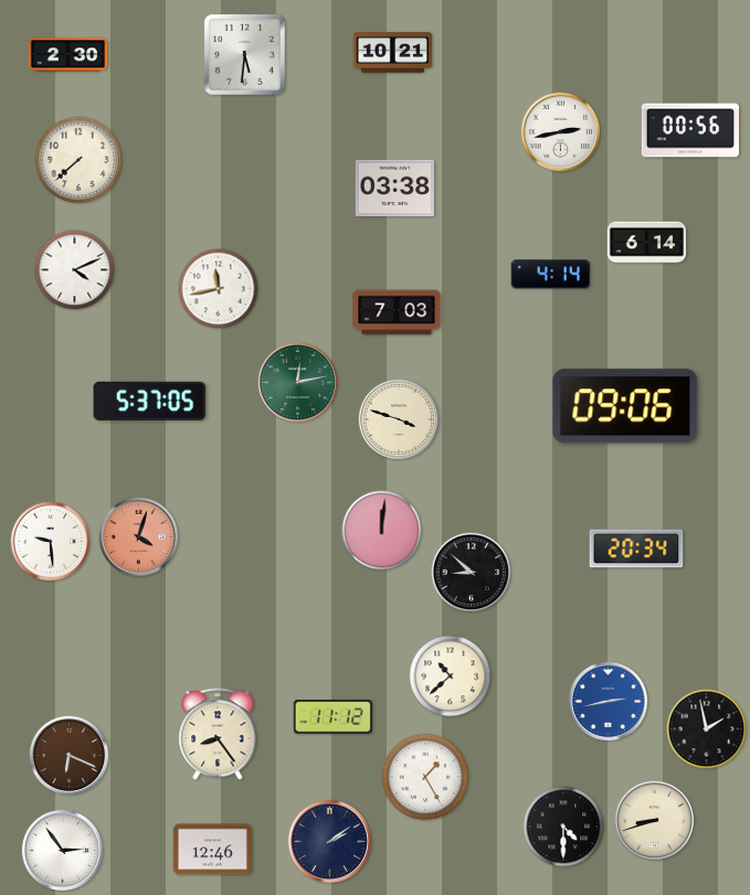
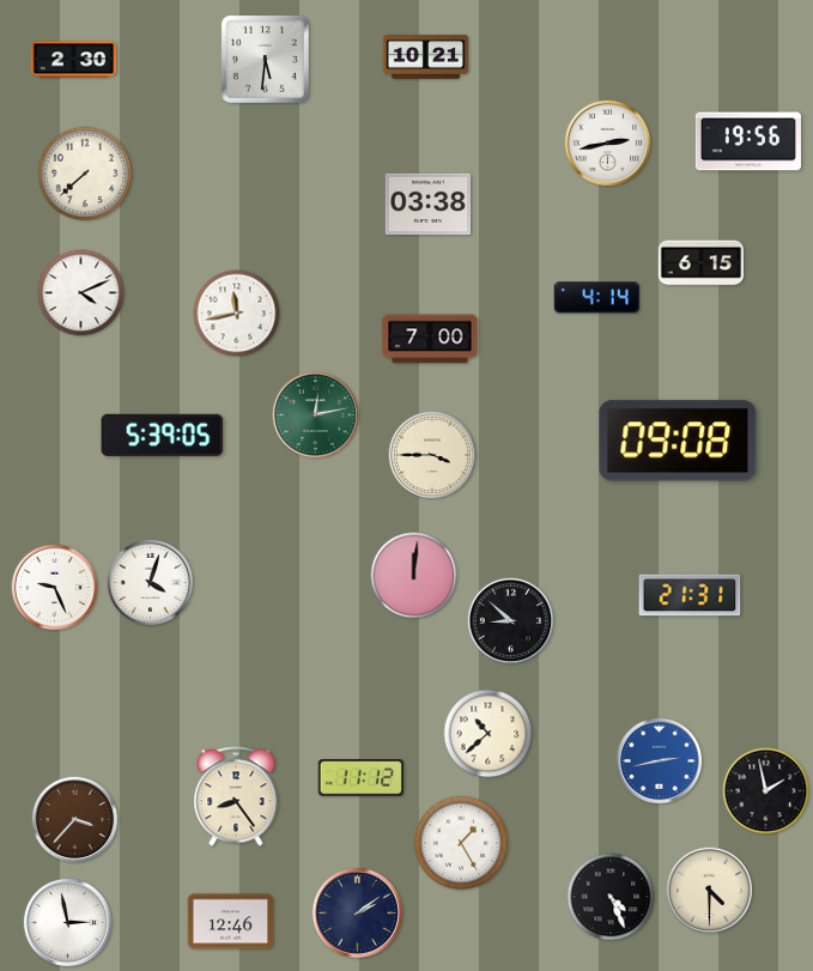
clock at (690, 130): 00:56 -> 19:56
clock at (647, 243): 6:14 -> 6:15
clock at (397, 312): 7:03 -> 7:00
clock at (298, 383) position: (298, 383) -> (316, 415)
clock at (150, 401): 5:37 -> 5:39
clock at (625, 406): 09:06 -> 09:08
clock at (399, 419): 3:48 -> 3:45
clock at (139, 537) dial: salmon -> white
clock at (51, 542): 9:29 -> 9:26
clock at (636, 548): 20:34 -> 21:31
clock at (70, 756): 6:19 -> 3:37
clock at (655, 821): 8:42 -> 4:30
clock at (563, 827): 4:30 -> 4:26
clock at (62, 850): 2:54 -> 2:58
